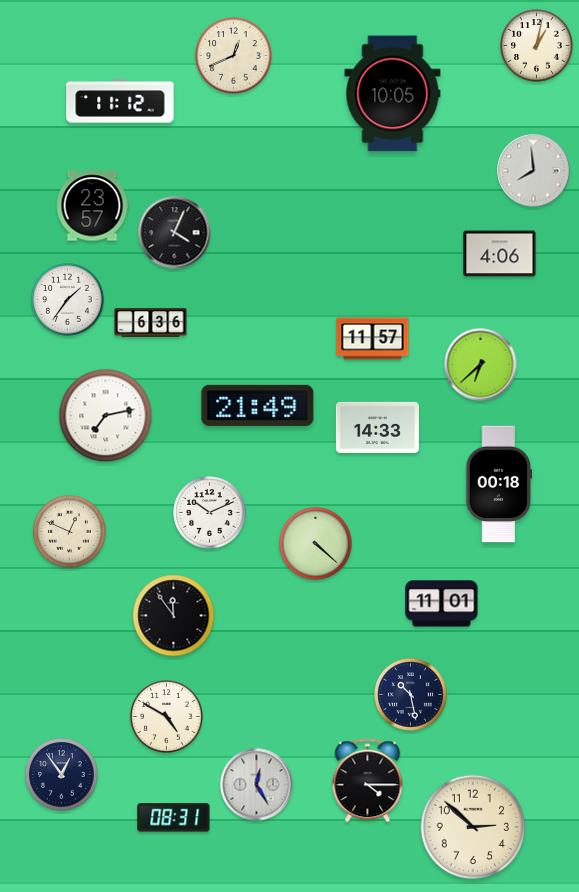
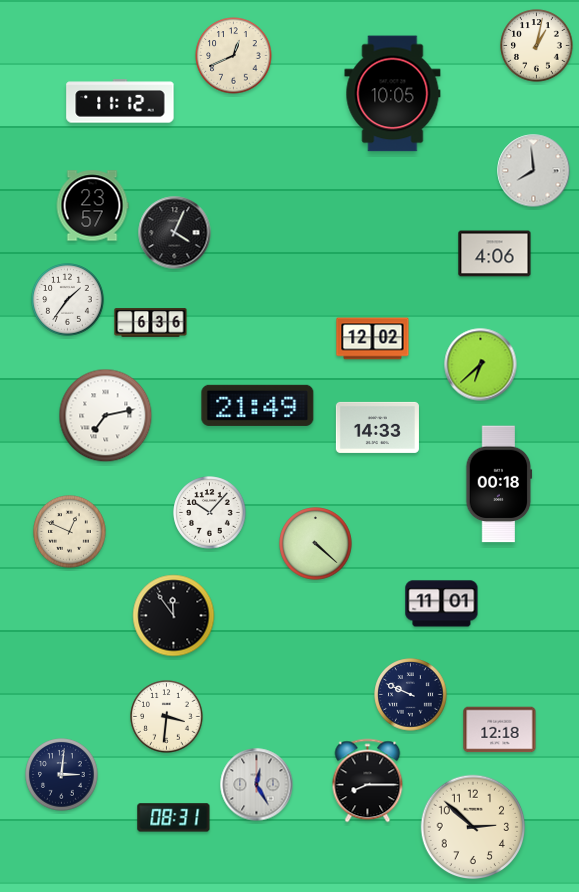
clock at (500, 254) position: (500, 254) -> (495, 254)
clock at (373, 339): 11:57 -> 12:02
clock at (210, 513): 10:11 -> 10:07
clock at (411, 695): 10:28 -> 9:49
clock at (167, 717): 4:50 -> 3:31
clock at (500, 730): none -> 12:18
clock at (62, 775): 12:54 -> 3:01
clock at (368, 781): 4:15 -> 8:15
